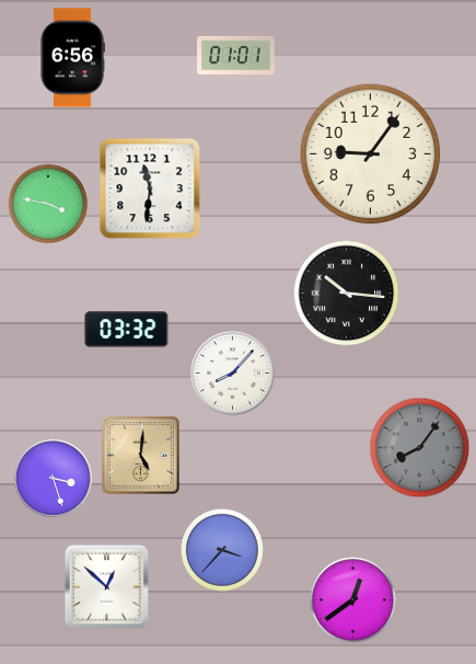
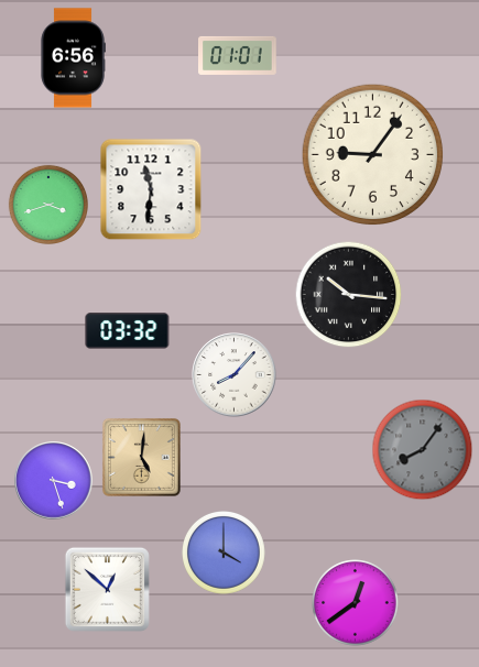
clock at (48, 204): 3:47 -> 3:42
clock at (223, 551): 3:37 -> 4:00
